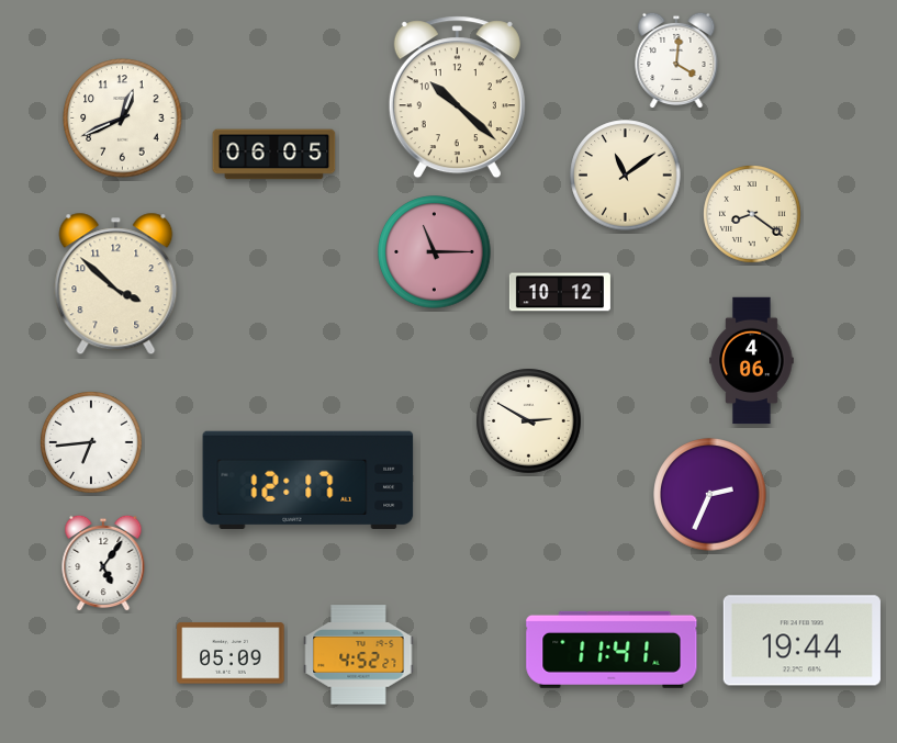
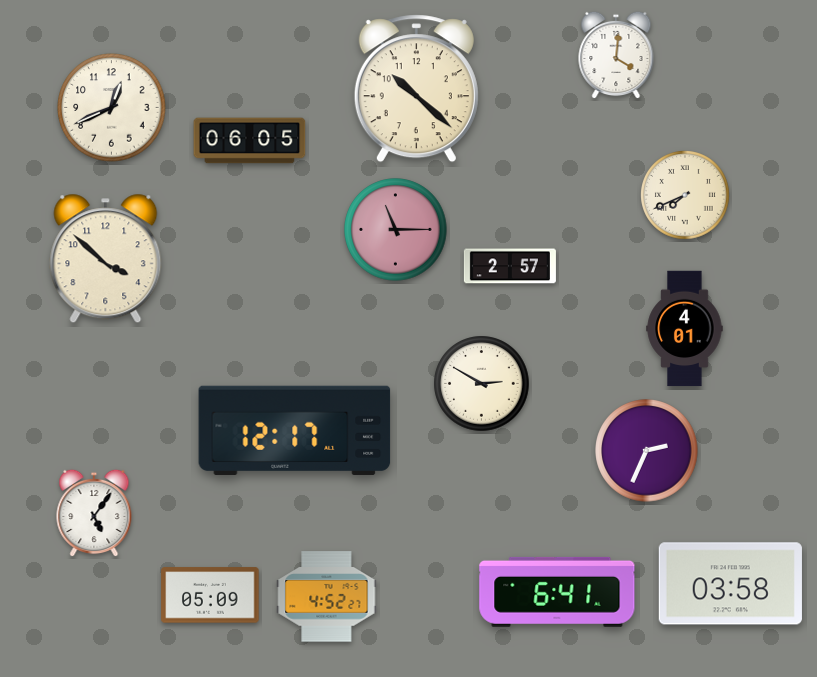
clock at (626, 176): 11:09 -> none
clock at (753, 215): 8:21 -> 7:41
clock at (560, 292): 10:12 -> 2:57
clock at (752, 361): 4:06 -> 4:01
clock at (92, 443): 6:44 -> none
clock at (309, 480) position: (309, 480) -> (295, 430)
clock at (801, 641): 19:44 -> 03:58
clock at (612, 650): 11:41 -> 6:41
